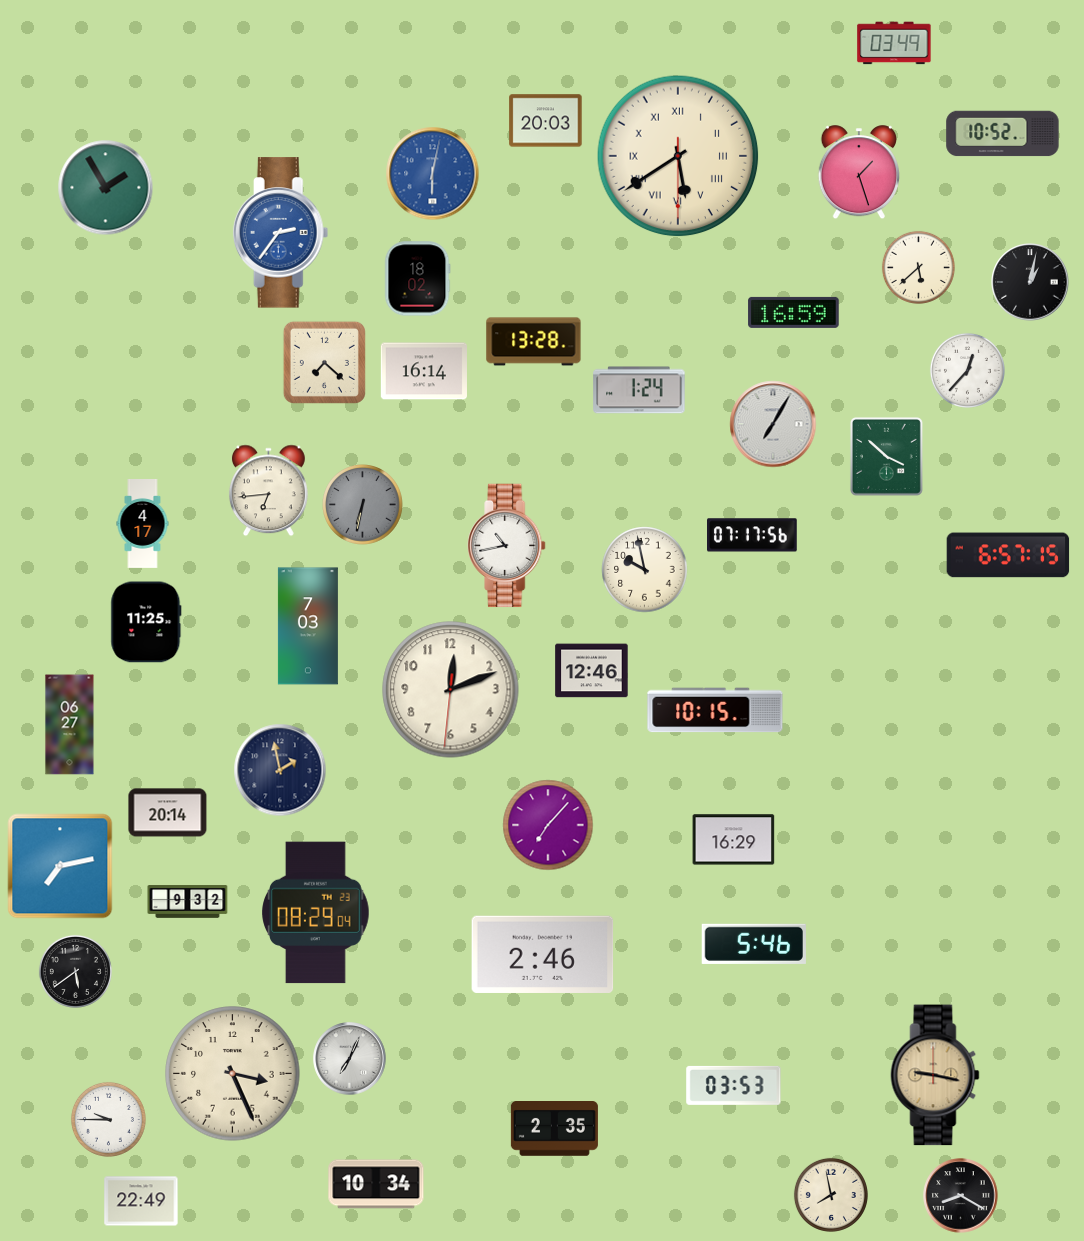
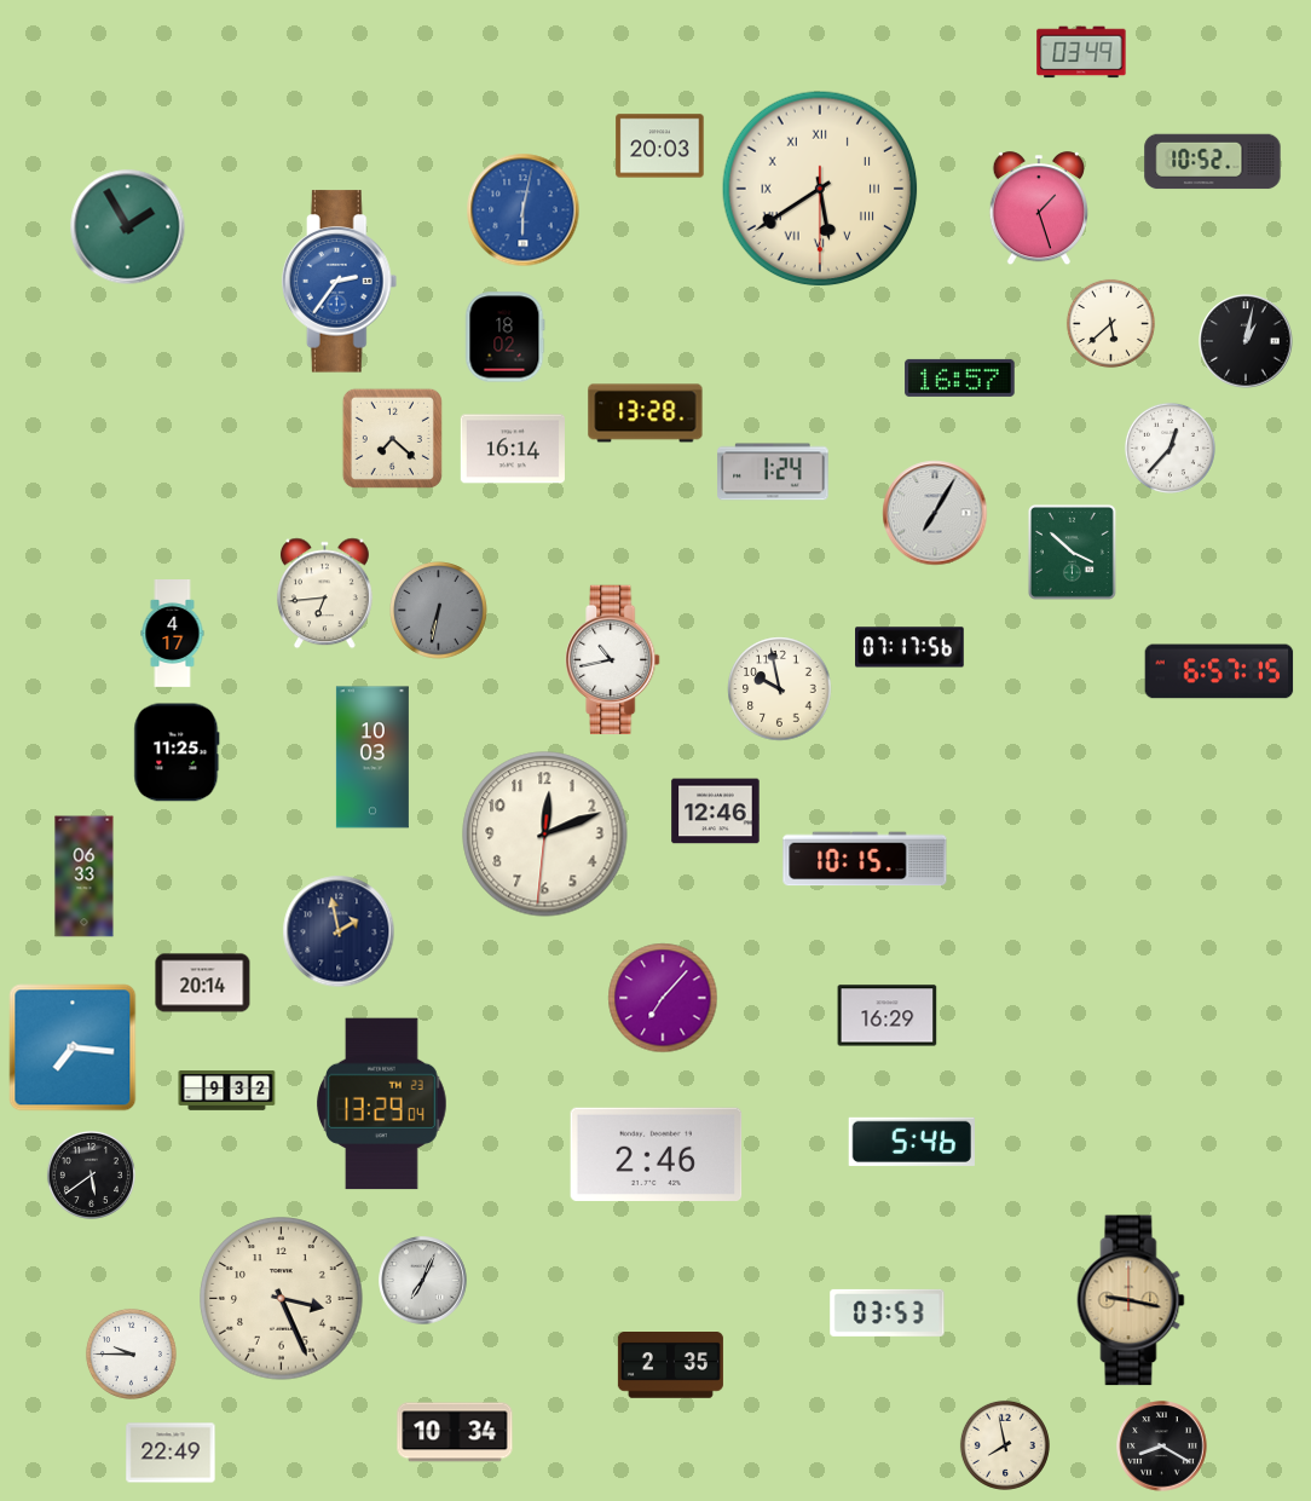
clock at (794, 312): 16:59 -> 16:57
clock at (308, 626): 7:03 -> 10:03
clock at (70, 725): 06:27 -> 06:33
clock at (60, 866): 7:13 -> 7:16
clock at (316, 913): 08:29 -> 13:29
